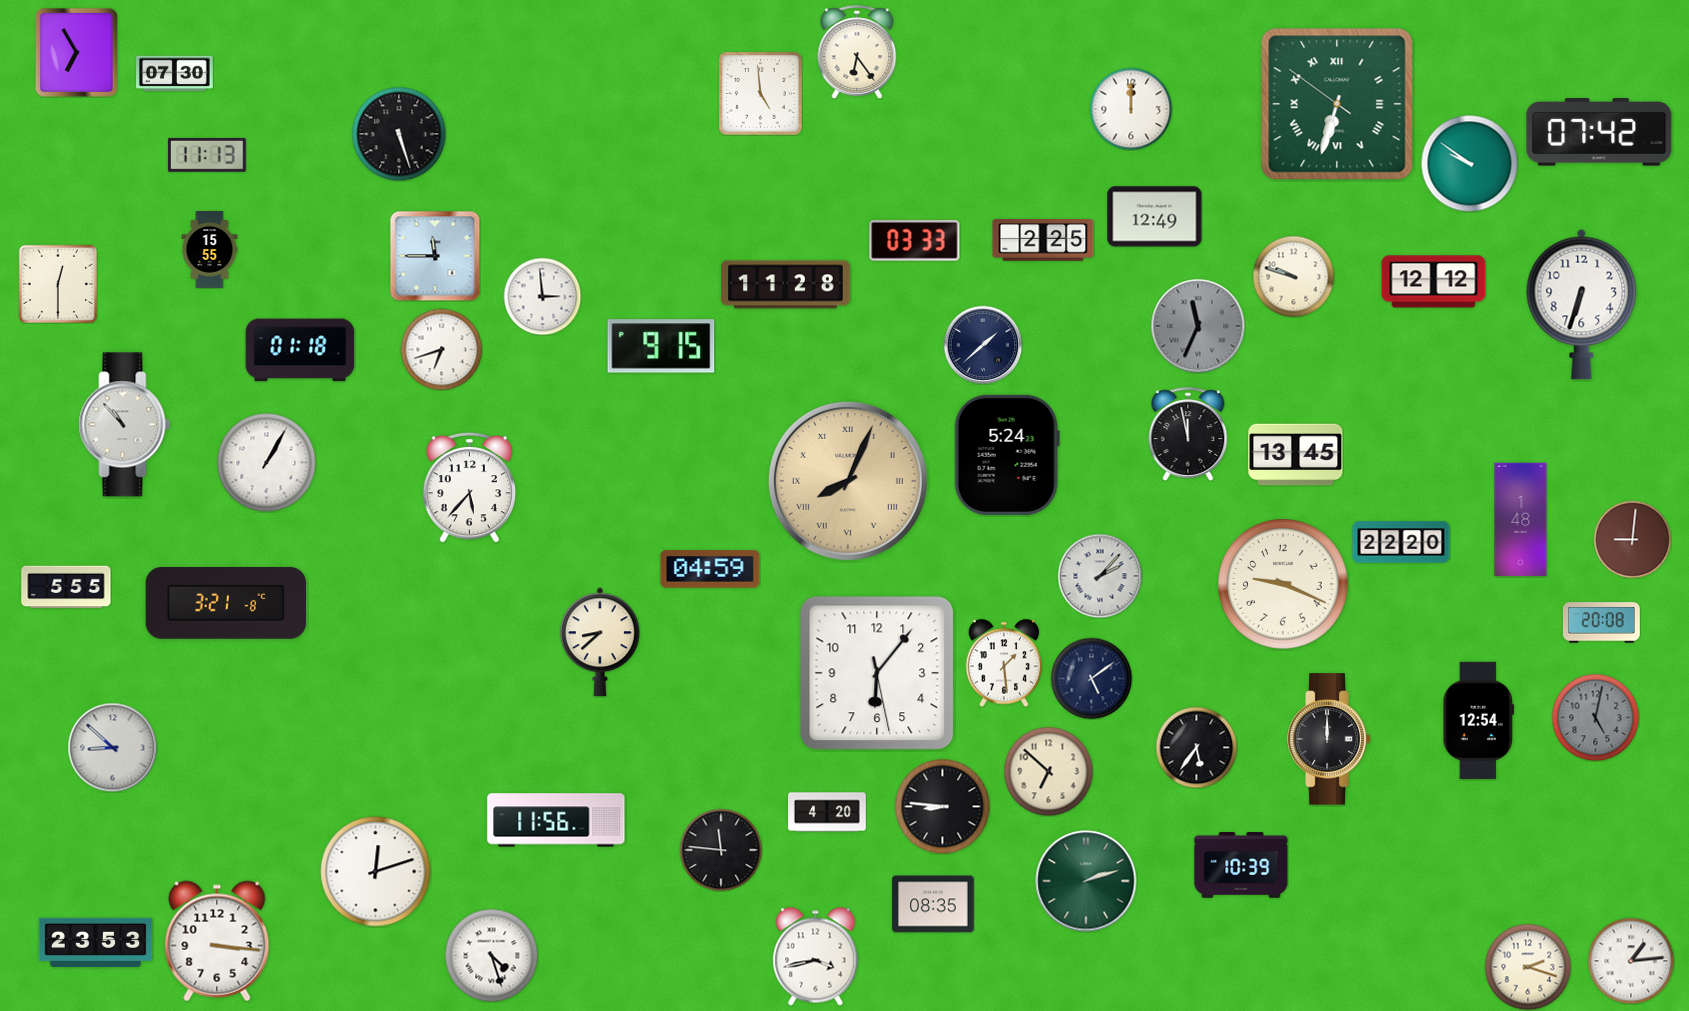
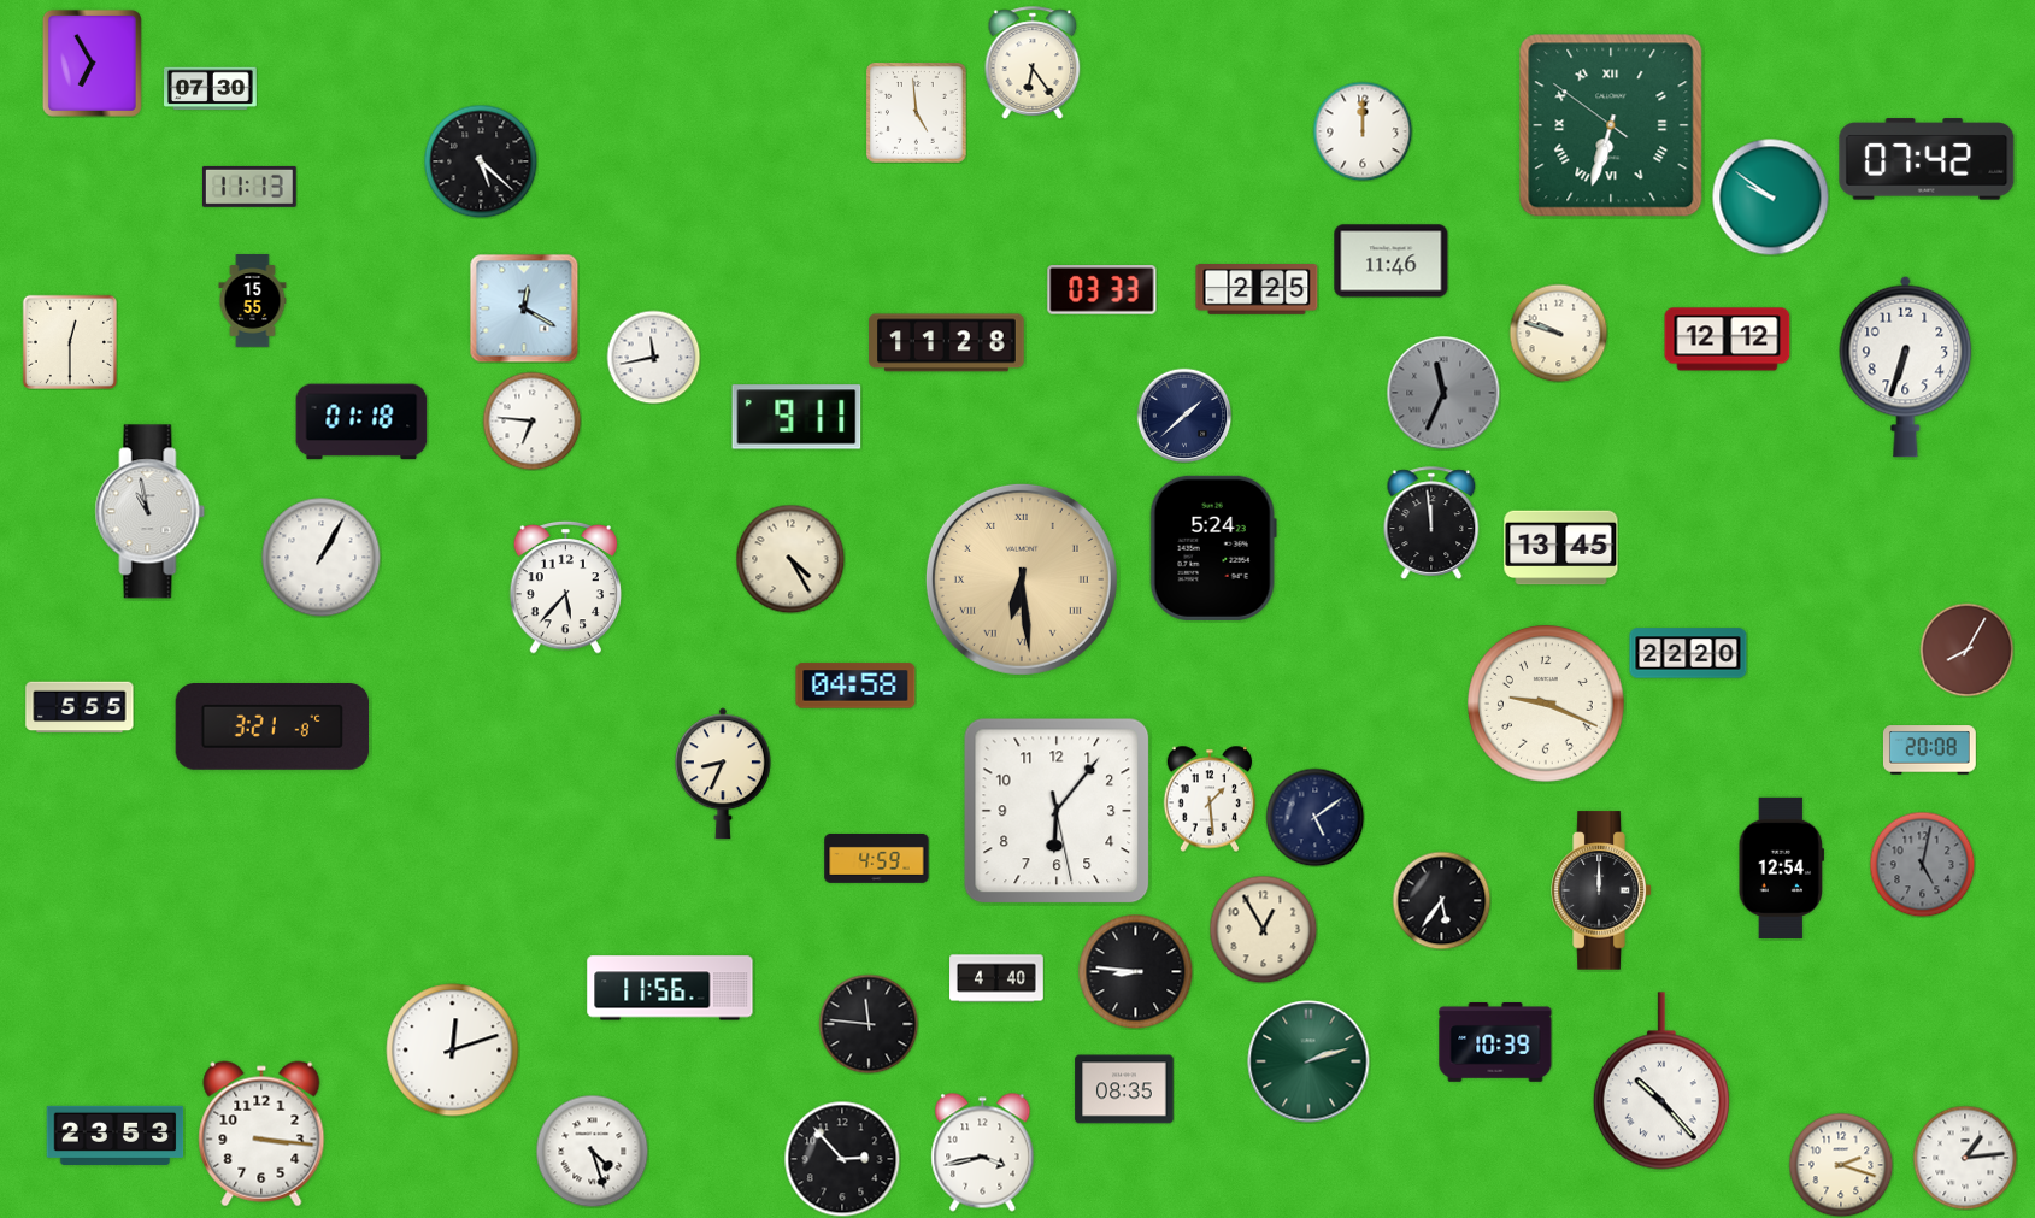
clock at (399, 134): 5:27 -> 5:22
clock at (1155, 217): 12:49 -> 11:46
clock at (435, 256): 11:45 -> 12:20
clock at (542, 296): 2:59 -> 11:43
clock at (661, 346): 9:15 -> 9:11
clock at (441, 349): 6:42 -> 6:46
clock at (125, 425): 10:53 -> 10:58
clock at (1188, 434): 11:58 -> 11:59
clock at (790, 559): none -> 4:25
clock at (848, 481): 8:04 -> 6:29
clock at (1521, 520): 1:48 -> none
clock at (1632, 539): 9:01 -> 8:05
clock at (710, 569): 04:59 -> 04:58
clock at (1100, 576): 2:07 -> none
clock at (600, 642): 8:38 -> 8:34
clock at (877, 858): none -> 4:59
clock at (112, 747): 8:52 -> none
clock at (1048, 771): 6:52 -> 12:55
clock at (827, 812): 4:20 -> 4:40
clock at (1661, 1081): none -> 10:23
clock at (842, 1159): none -> 2:53
